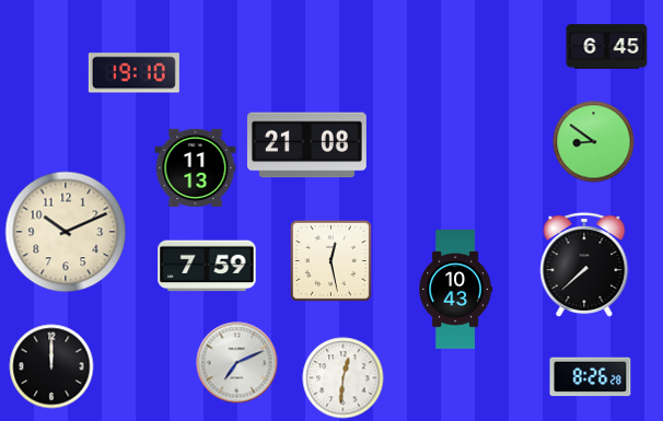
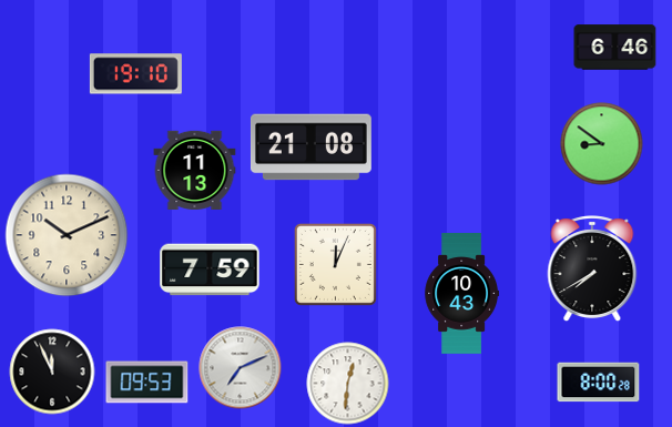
clock at (607, 47): 6:45 -> 6:46
clock at (196, 167) position: (196, 167) -> (195, 170)
clock at (330, 260): 12:28 -> 12:04
clock at (584, 266): 7:38 -> 7:40
clock at (51, 366): 12:00 -> 11:56
clock at (147, 383): none -> 09:53
clock at (591, 377): 8:26 -> 8:00
